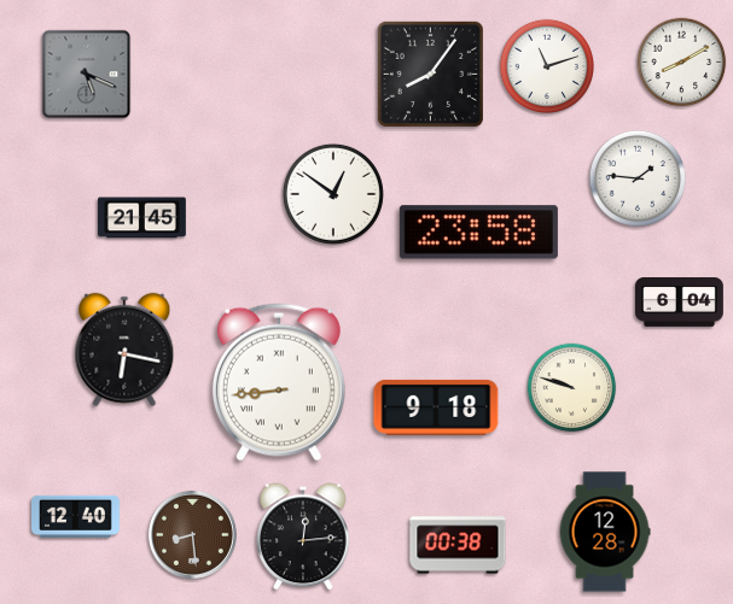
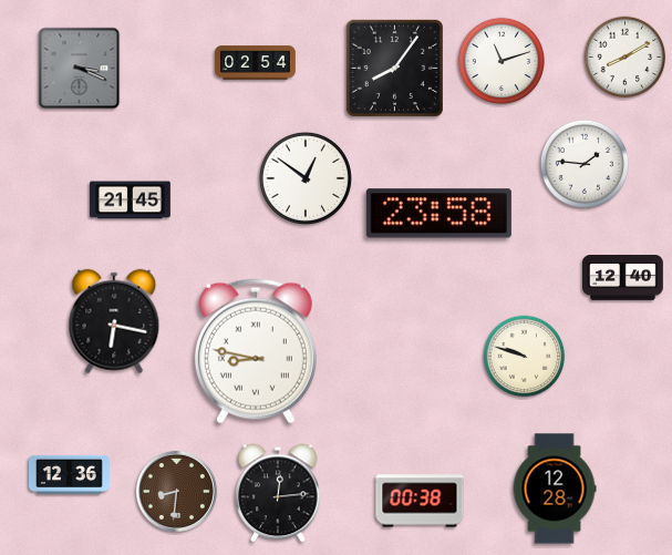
clock at (256, 63): none -> 02:54
clock at (87, 75): 5:19 -> 3:19
clock at (680, 303): 6:04 -> 12:40
clock at (279, 382): 8:44 -> 8:47
clock at (436, 407): 9:18 -> none
clock at (76, 516): 12:40 -> 12:36
clock at (192, 534): 8:29 -> 8:31
